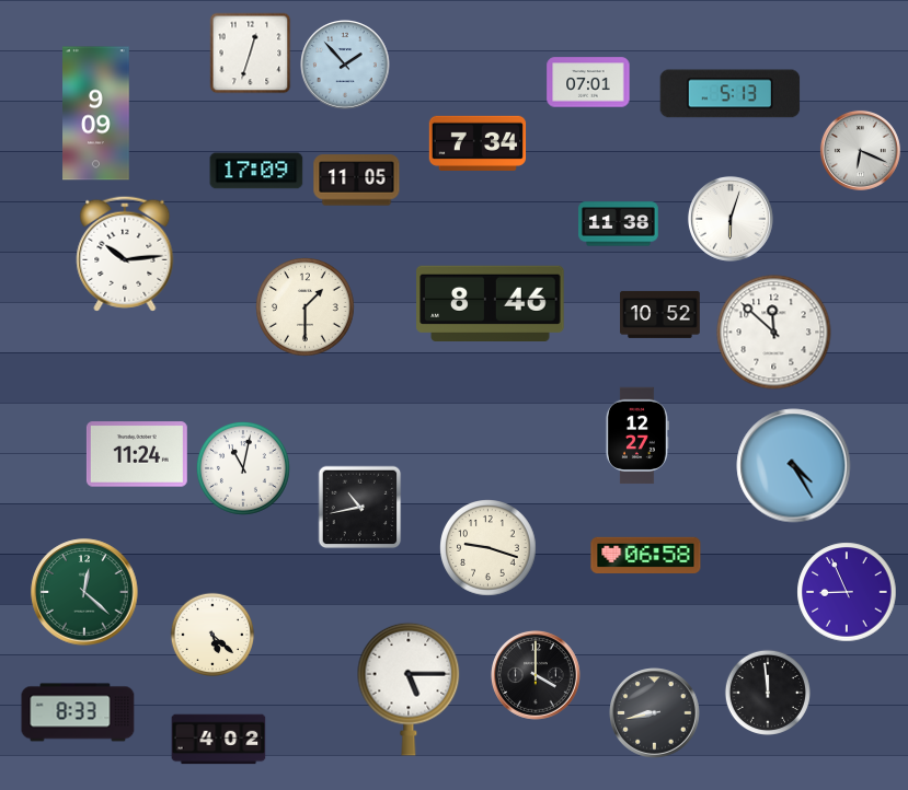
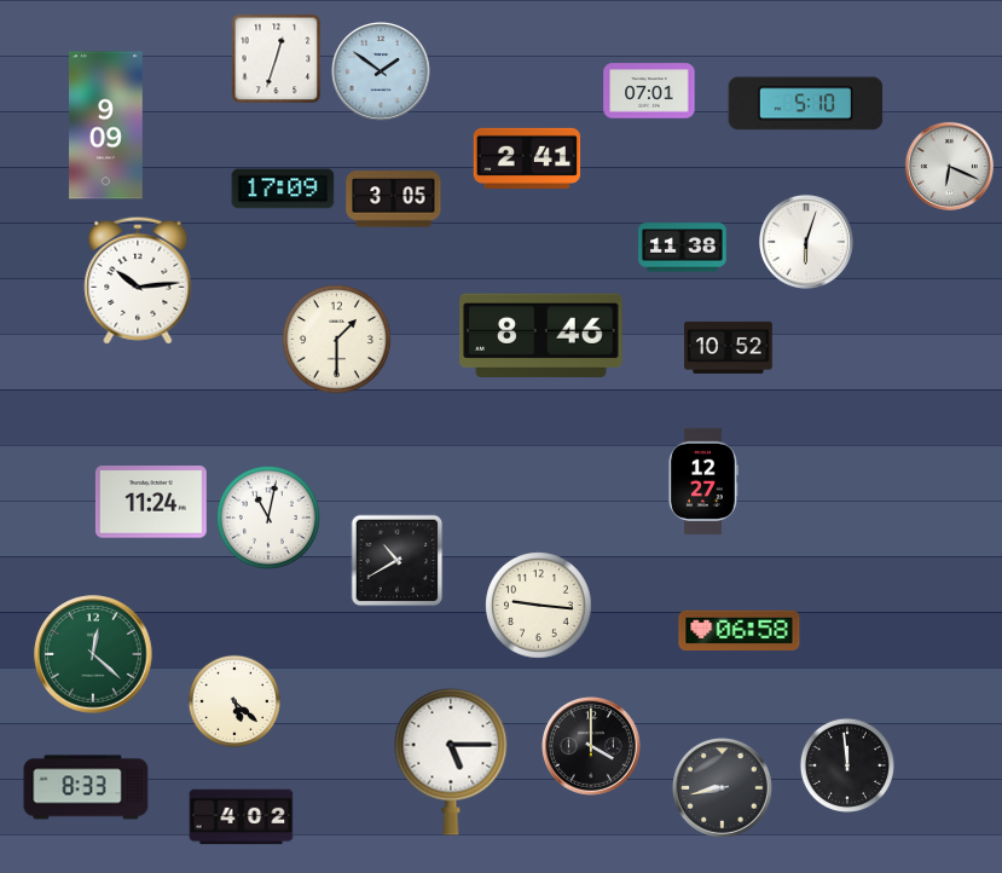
clock at (346, 66): 1:53 -> 1:51
clock at (731, 94): 5:13 -> 5:10
clock at (478, 143): 7:34 -> 2:41
clock at (357, 181): 11:05 -> 3:05
clock at (774, 333): 11:52 -> none
clock at (794, 466): 4:25 -> none
clock at (360, 508): 10:43 -> 10:40
clock at (489, 548): 9:18 -> 9:16
clock at (646, 555) position: (646, 555) -> (740, 630)
clock at (847, 592): 8:56 -> none
